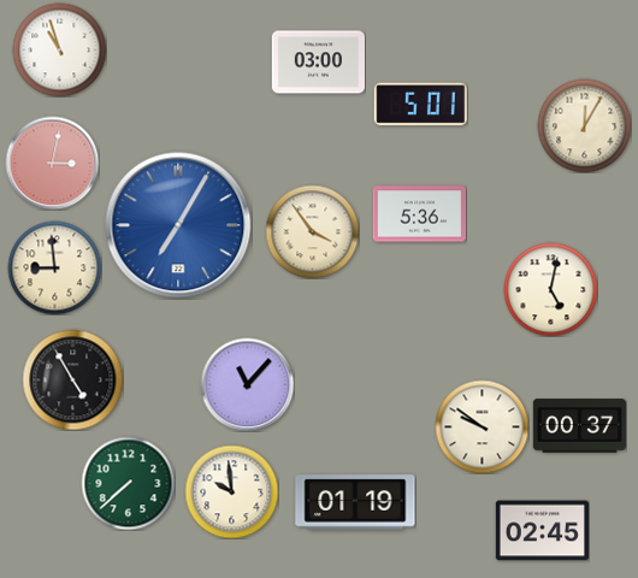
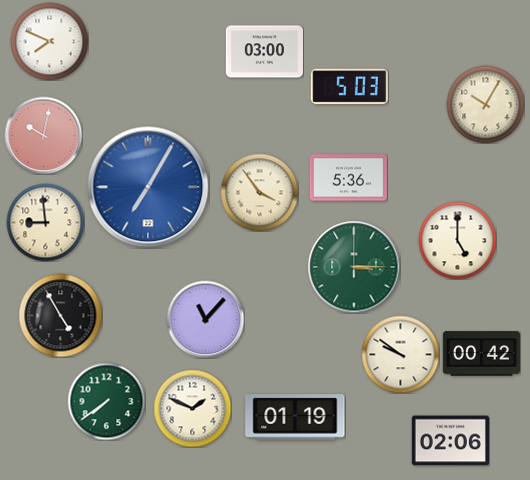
clock at (59, 49): 10:57 -> 7:49
clock at (420, 105): 5:01 -> 5:03
clock at (584, 125): 12:05 -> 10:05
clock at (52, 163): 3:02 -> 10:02
clock at (550, 289): 5:02 -> 5:00
clock at (354, 267): none -> 3:15
clock at (579, 426): 00:37 -> 00:42
clock at (128, 483): 7:38 -> 7:39
clock at (231, 491): 9:59 -> 1:49
clock at (542, 531): 02:45 -> 02:06
